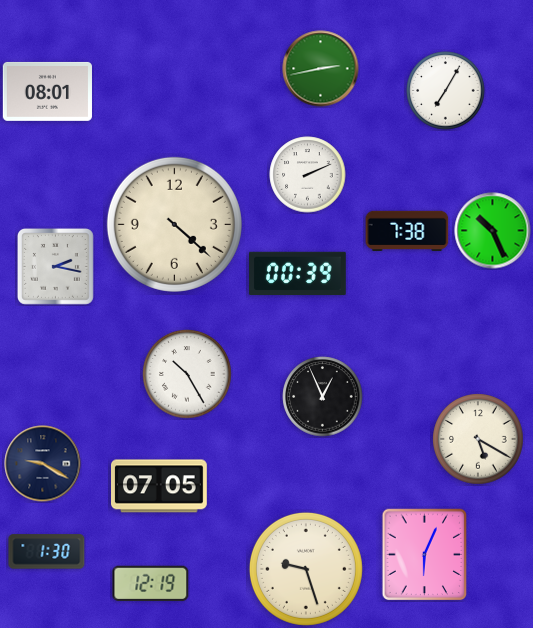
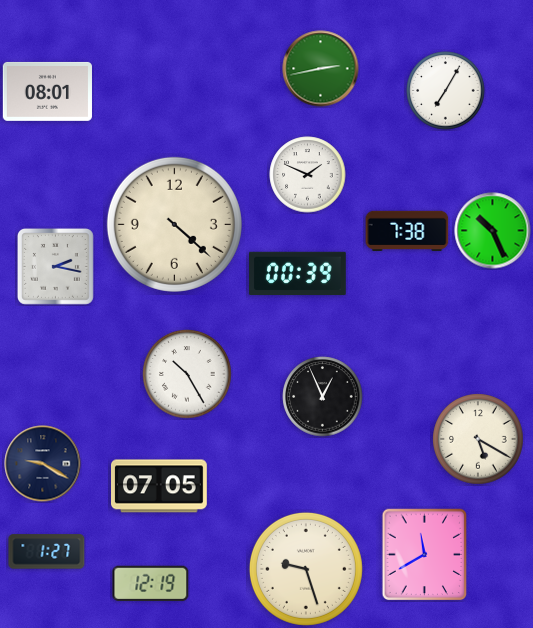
clock at (308, 175): 2:11 -> 1:49
clock at (47, 552): 1:30 -> 1:27
clock at (425, 555): 6:04 -> 11:40
